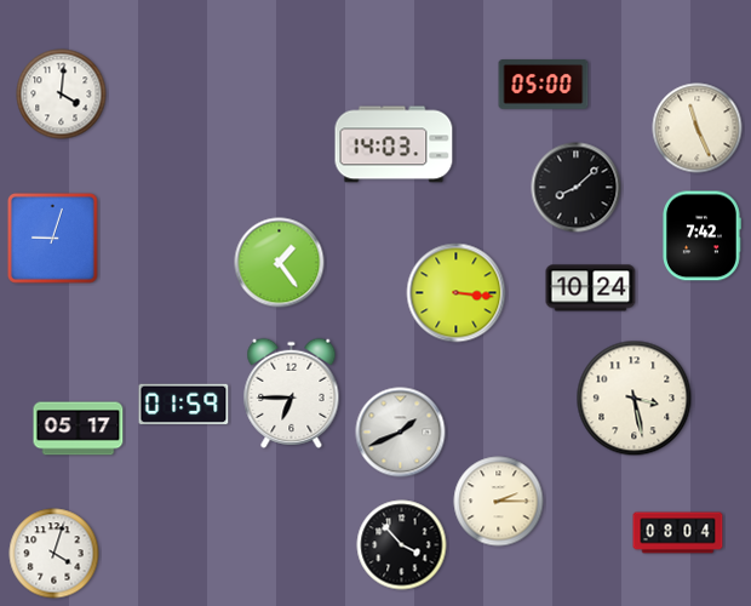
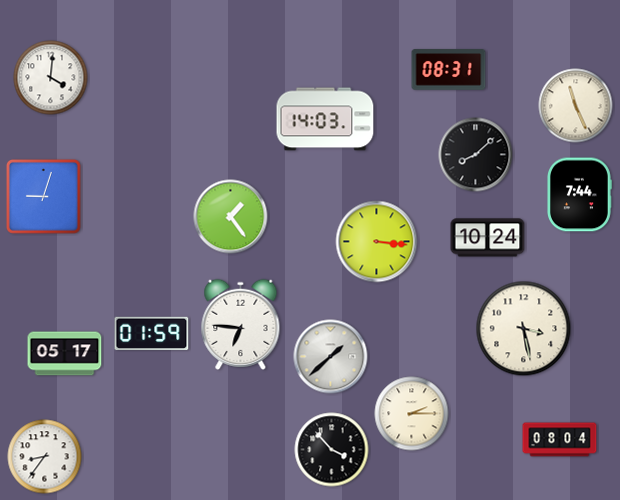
clock at (544, 85): 05:00 -> 08:31
clock at (703, 236): 7:42 -> 7:44
clock at (292, 393): 6:45 -> 6:46
clock at (401, 433): 1:41 -> 1:38
clock at (55, 554): 4:03 -> 8:36
